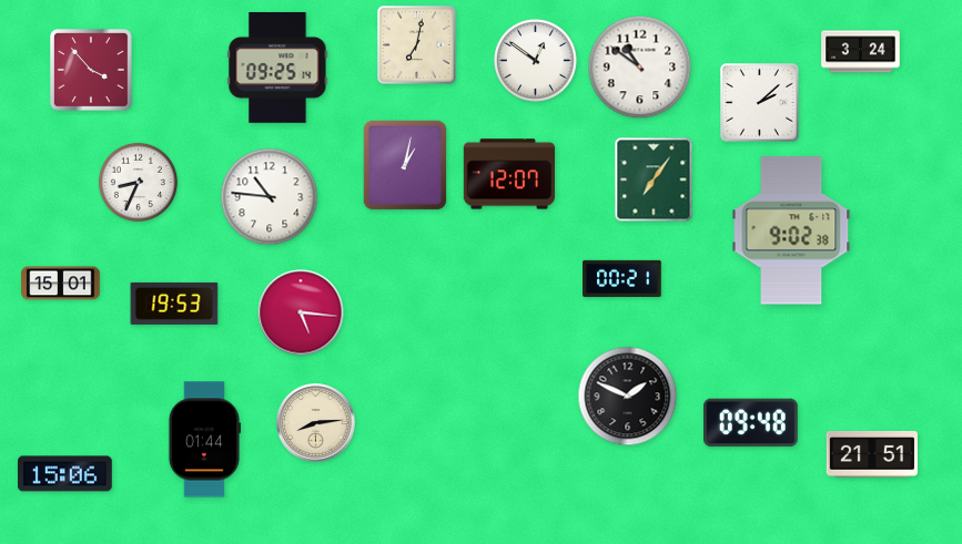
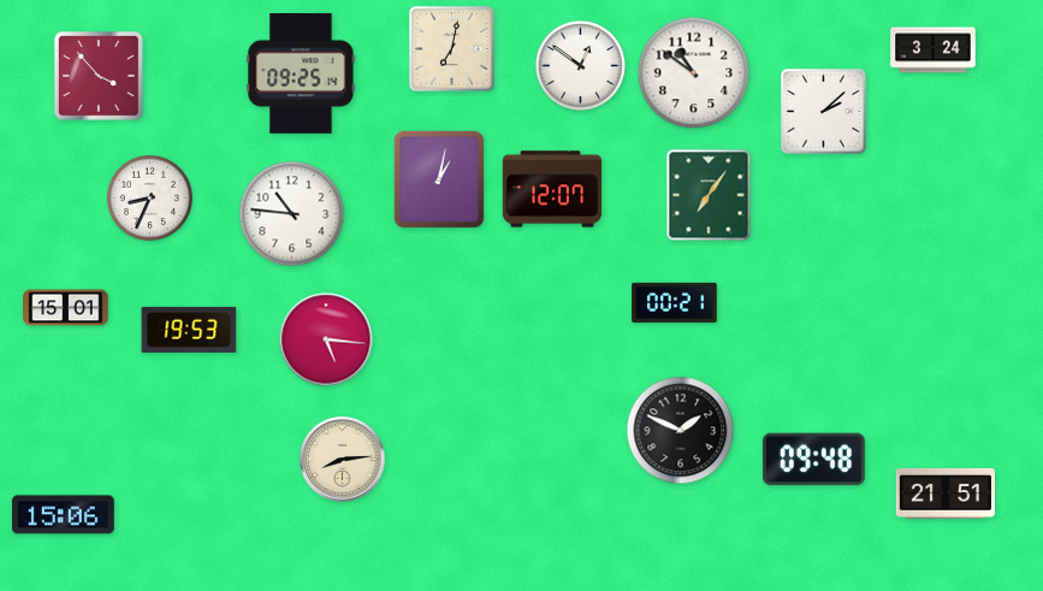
clock at (861, 52) position: (861, 52) -> (934, 51)
clock at (791, 230): 9:02 -> none
clock at (203, 440): 01:44 -> none
clock at (64, 474) position: (64, 474) -> (63, 515)
